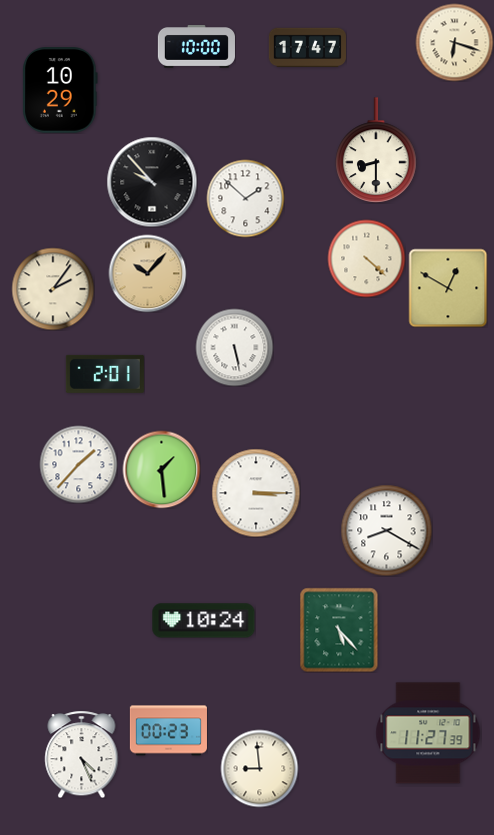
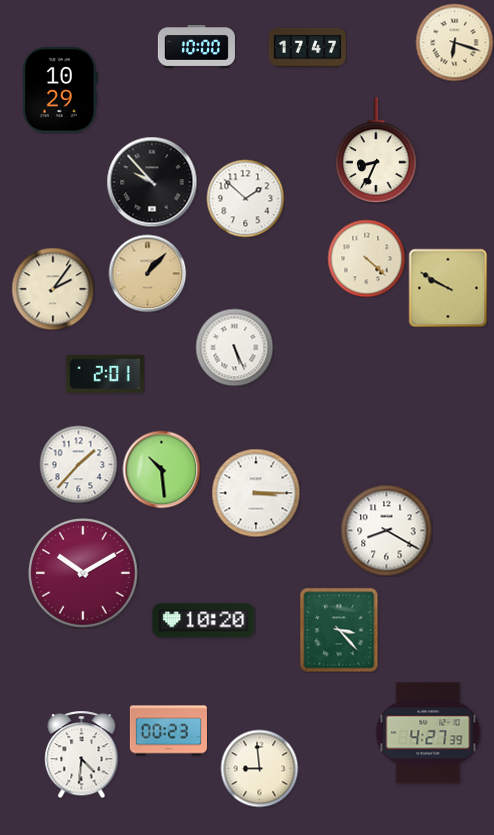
clock at (376, 150): 8:30 -> 8:34
clock at (147, 273): 10:07 -> 1:07
clock at (448, 288): 12:50 -> 9:50
clock at (234, 347): 5:28 -> 5:26
clock at (161, 469): 1:29 -> 10:29
clock at (83, 573): none -> 10:10
clock at (204, 621): 10:24 -> 10:20
clock at (339, 630): 5:23 -> 3:23
clock at (428, 733): 11:27 -> 4:27
clock at (82, 754): 4:26 -> 4:31
